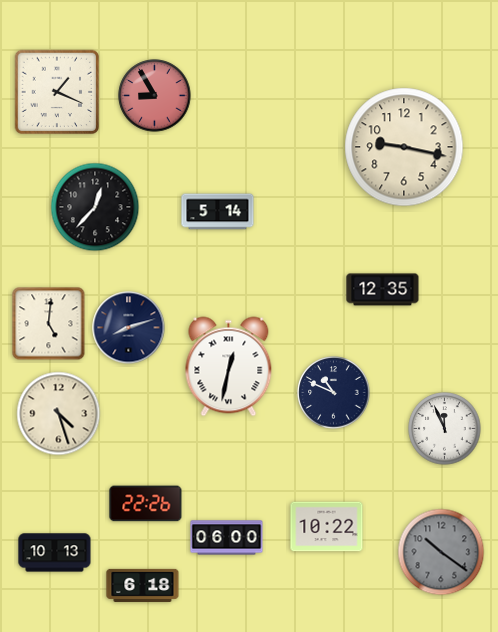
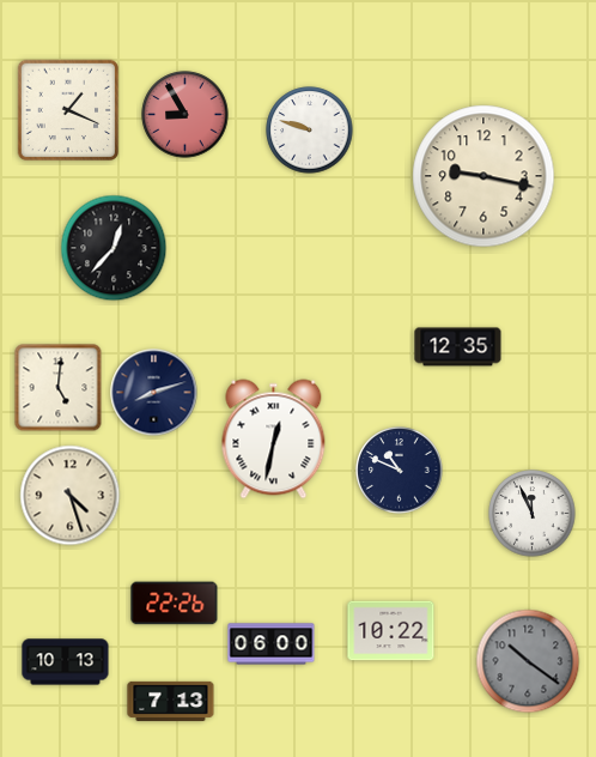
clock at (310, 131): none -> 9:48
clock at (218, 212): 5:14 -> none
clock at (143, 585): 6:18 -> 7:13
